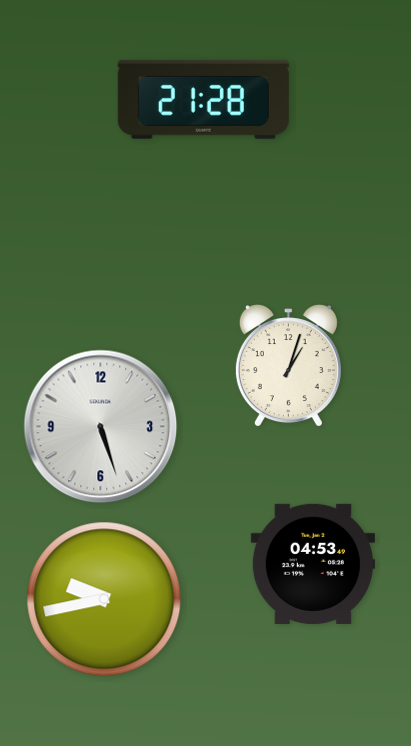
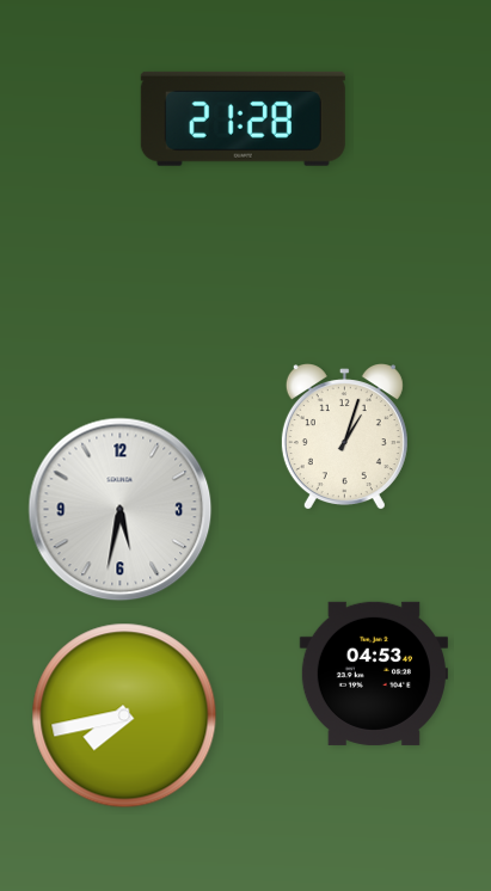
clock at (101, 427): 5:27 -> 5:32
clock at (104, 599): 9:43 -> 7:43
